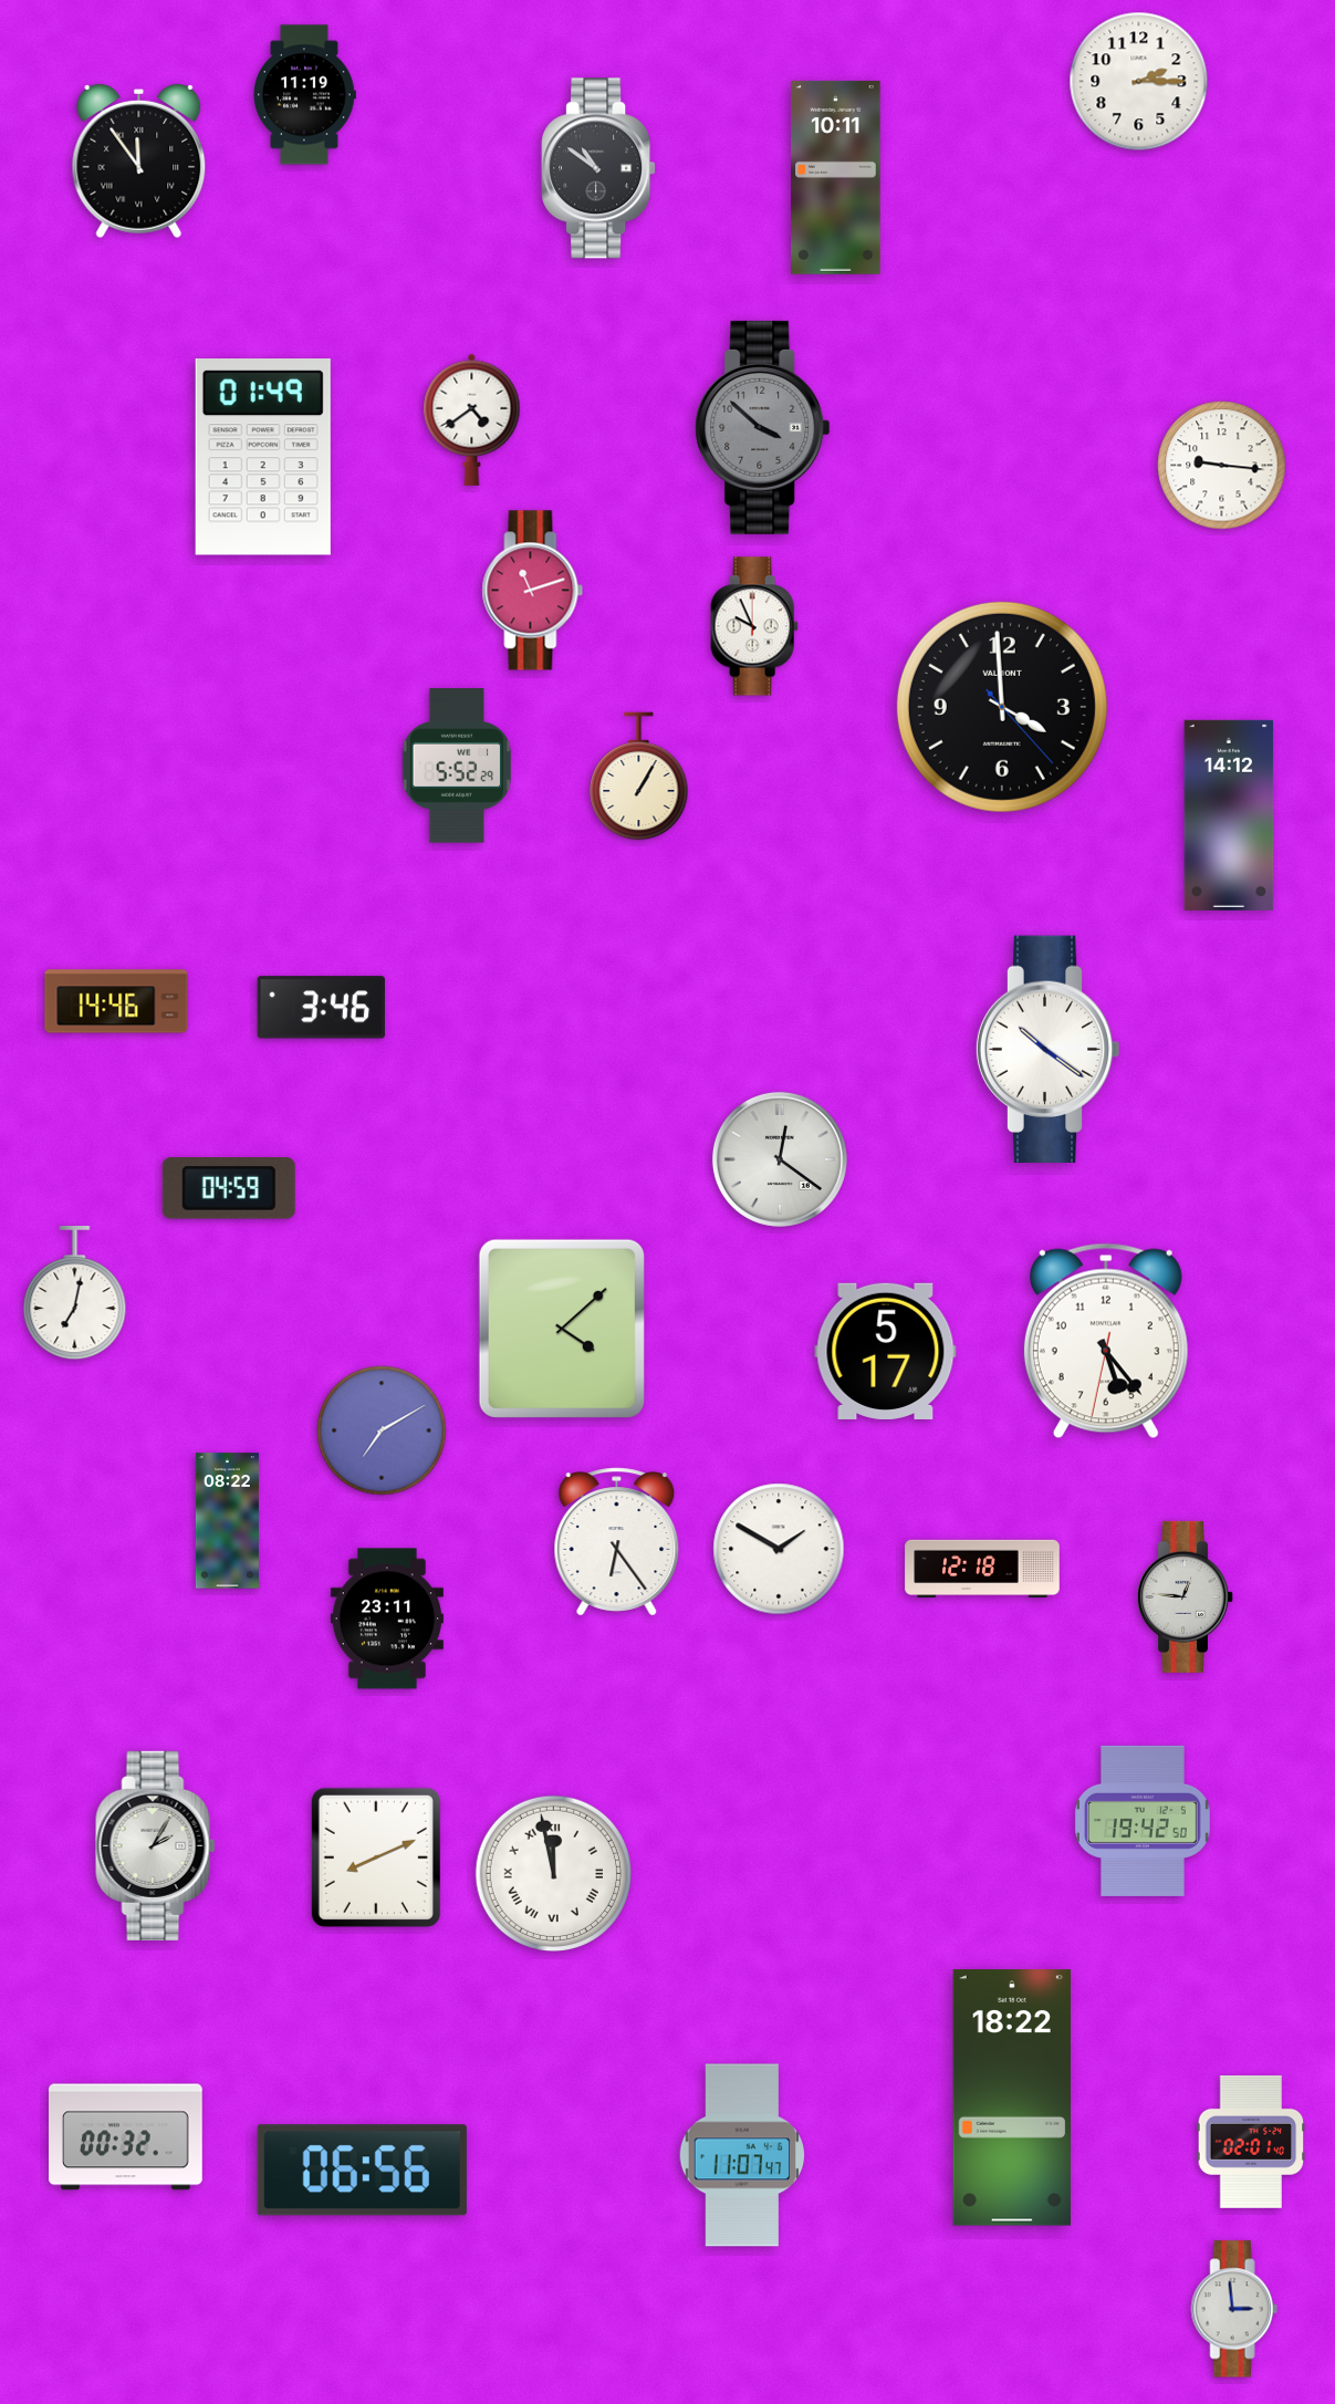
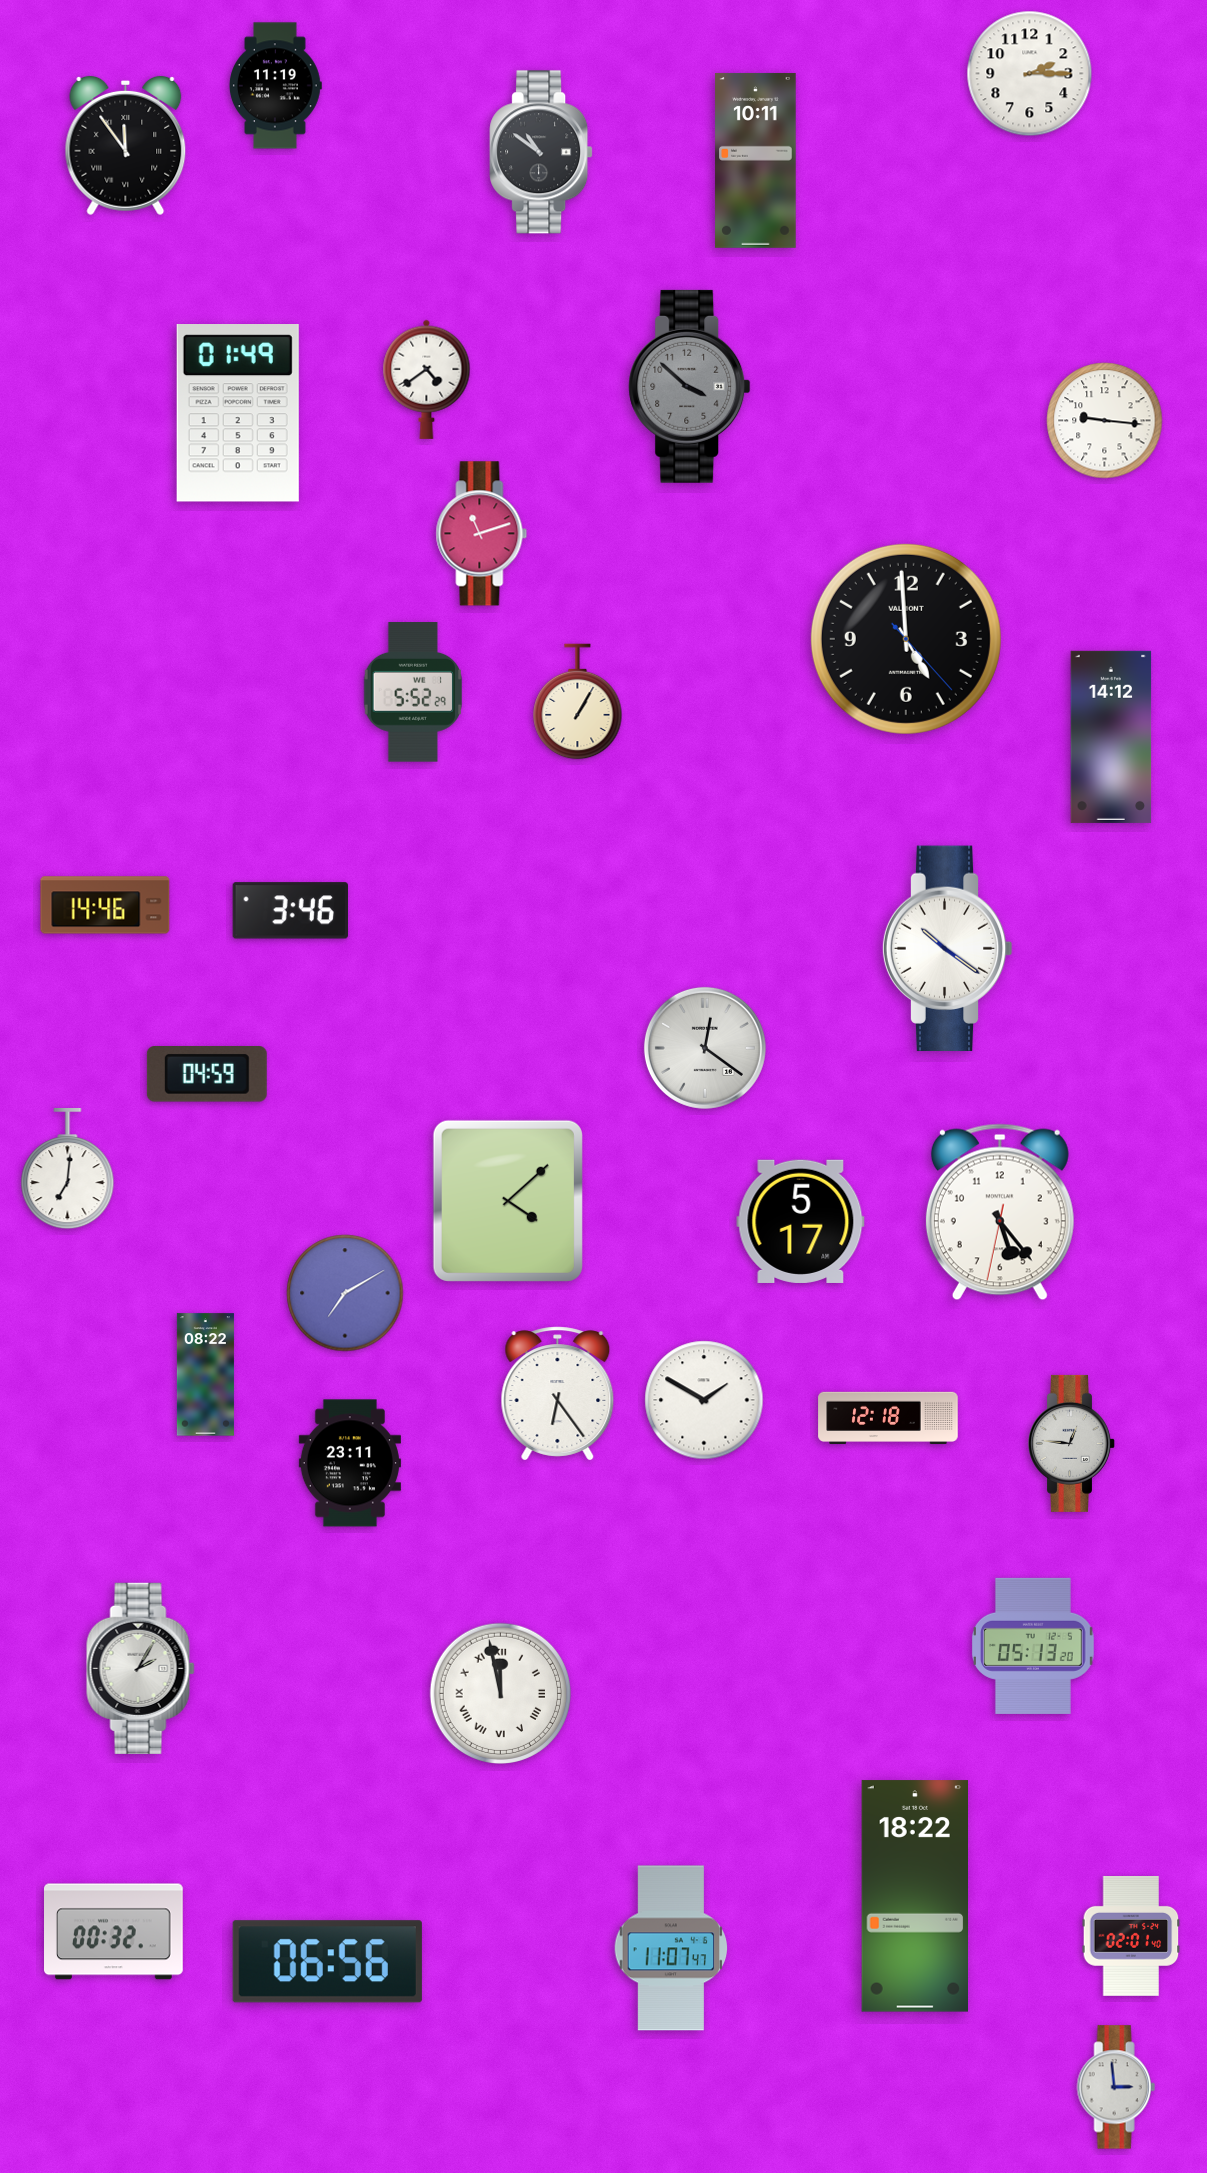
clock at (754, 626): 9:56 -> none
clock at (1002, 707): 3:59 -> 4:59
clock at (75, 1294): 7:02 -> 7:01
clock at (1143, 1821): 19:42 -> 05:13
clock at (376, 1857): 8:11 -> none
